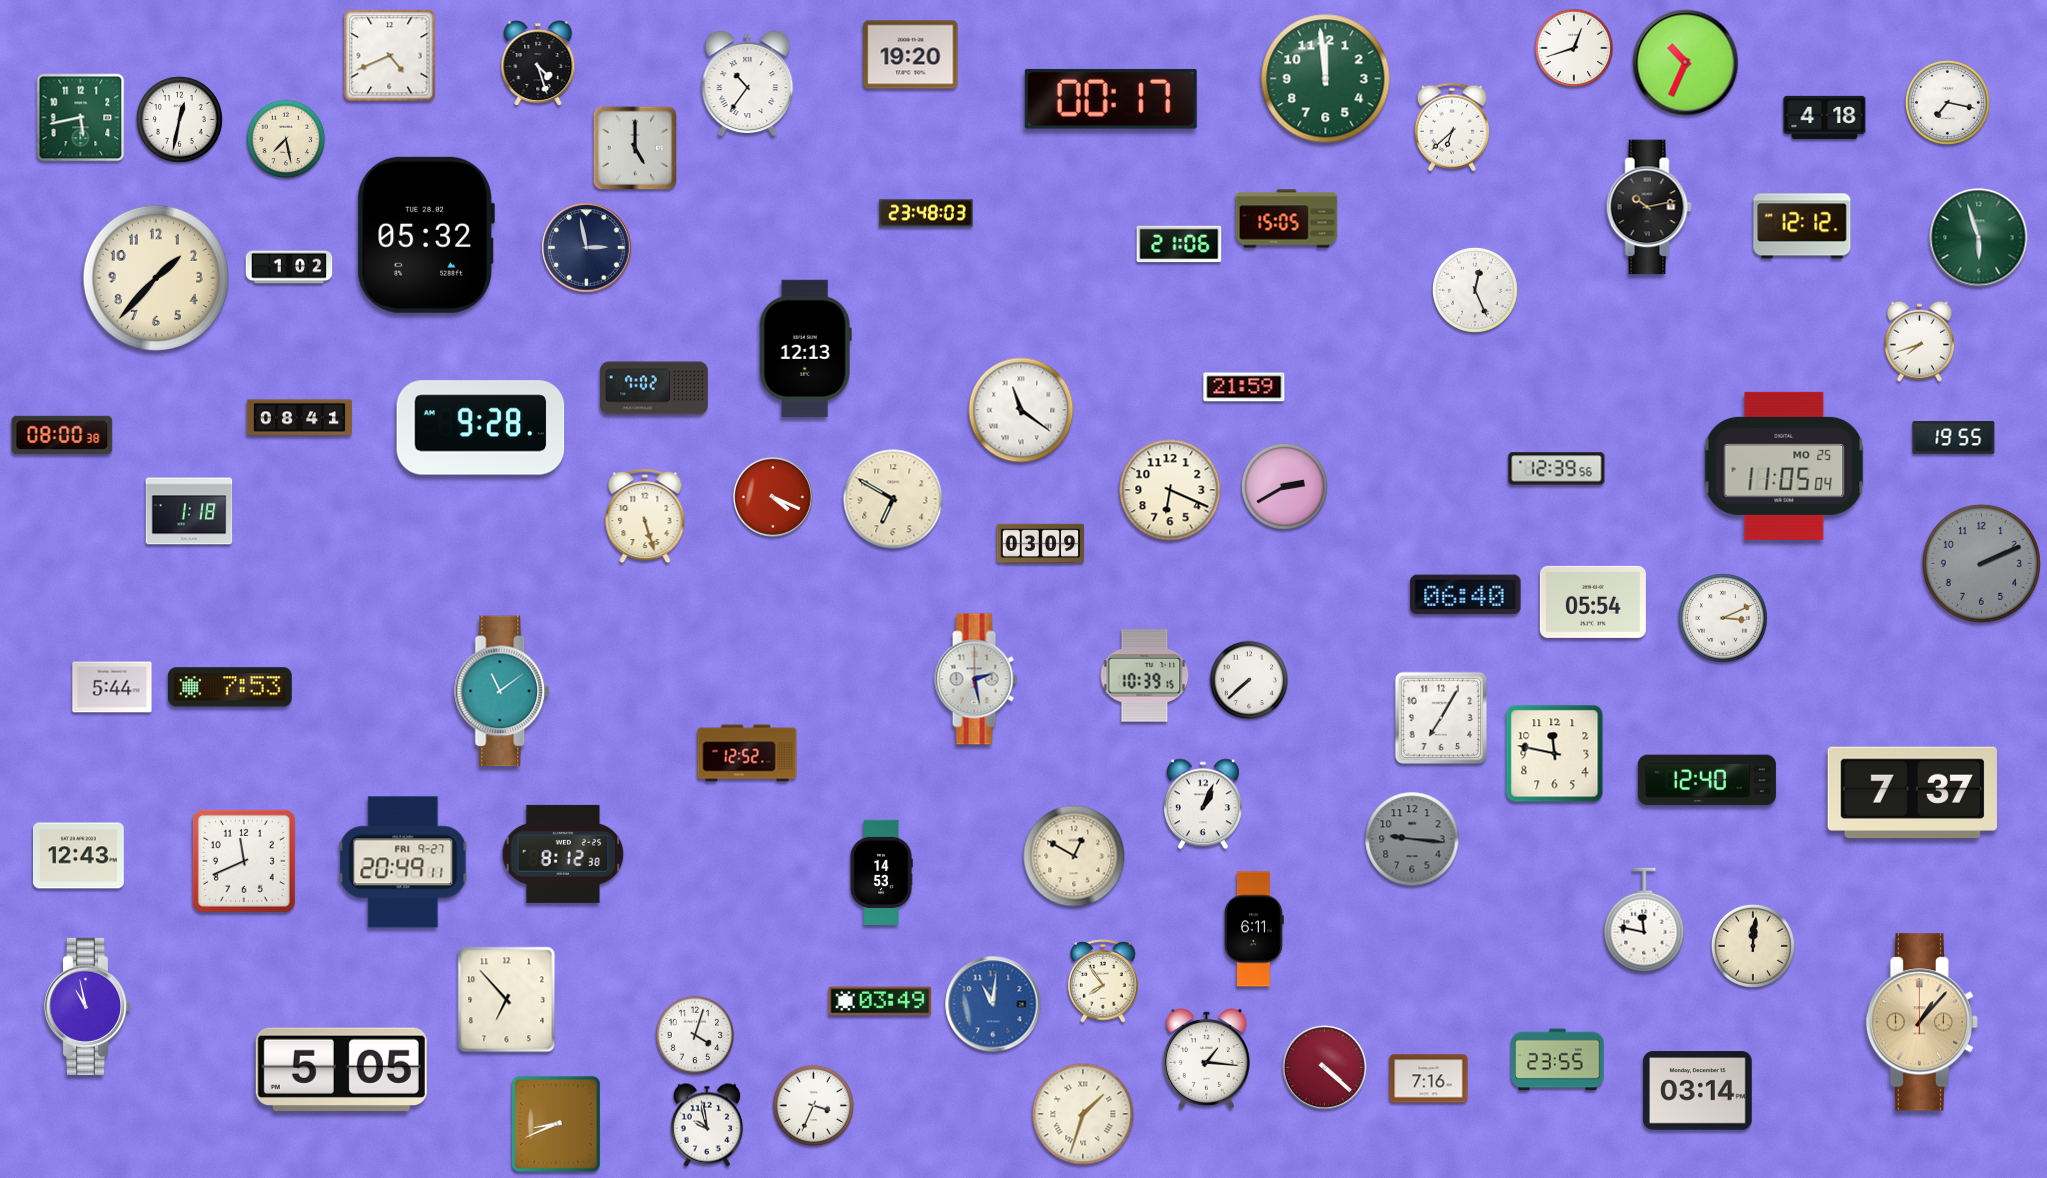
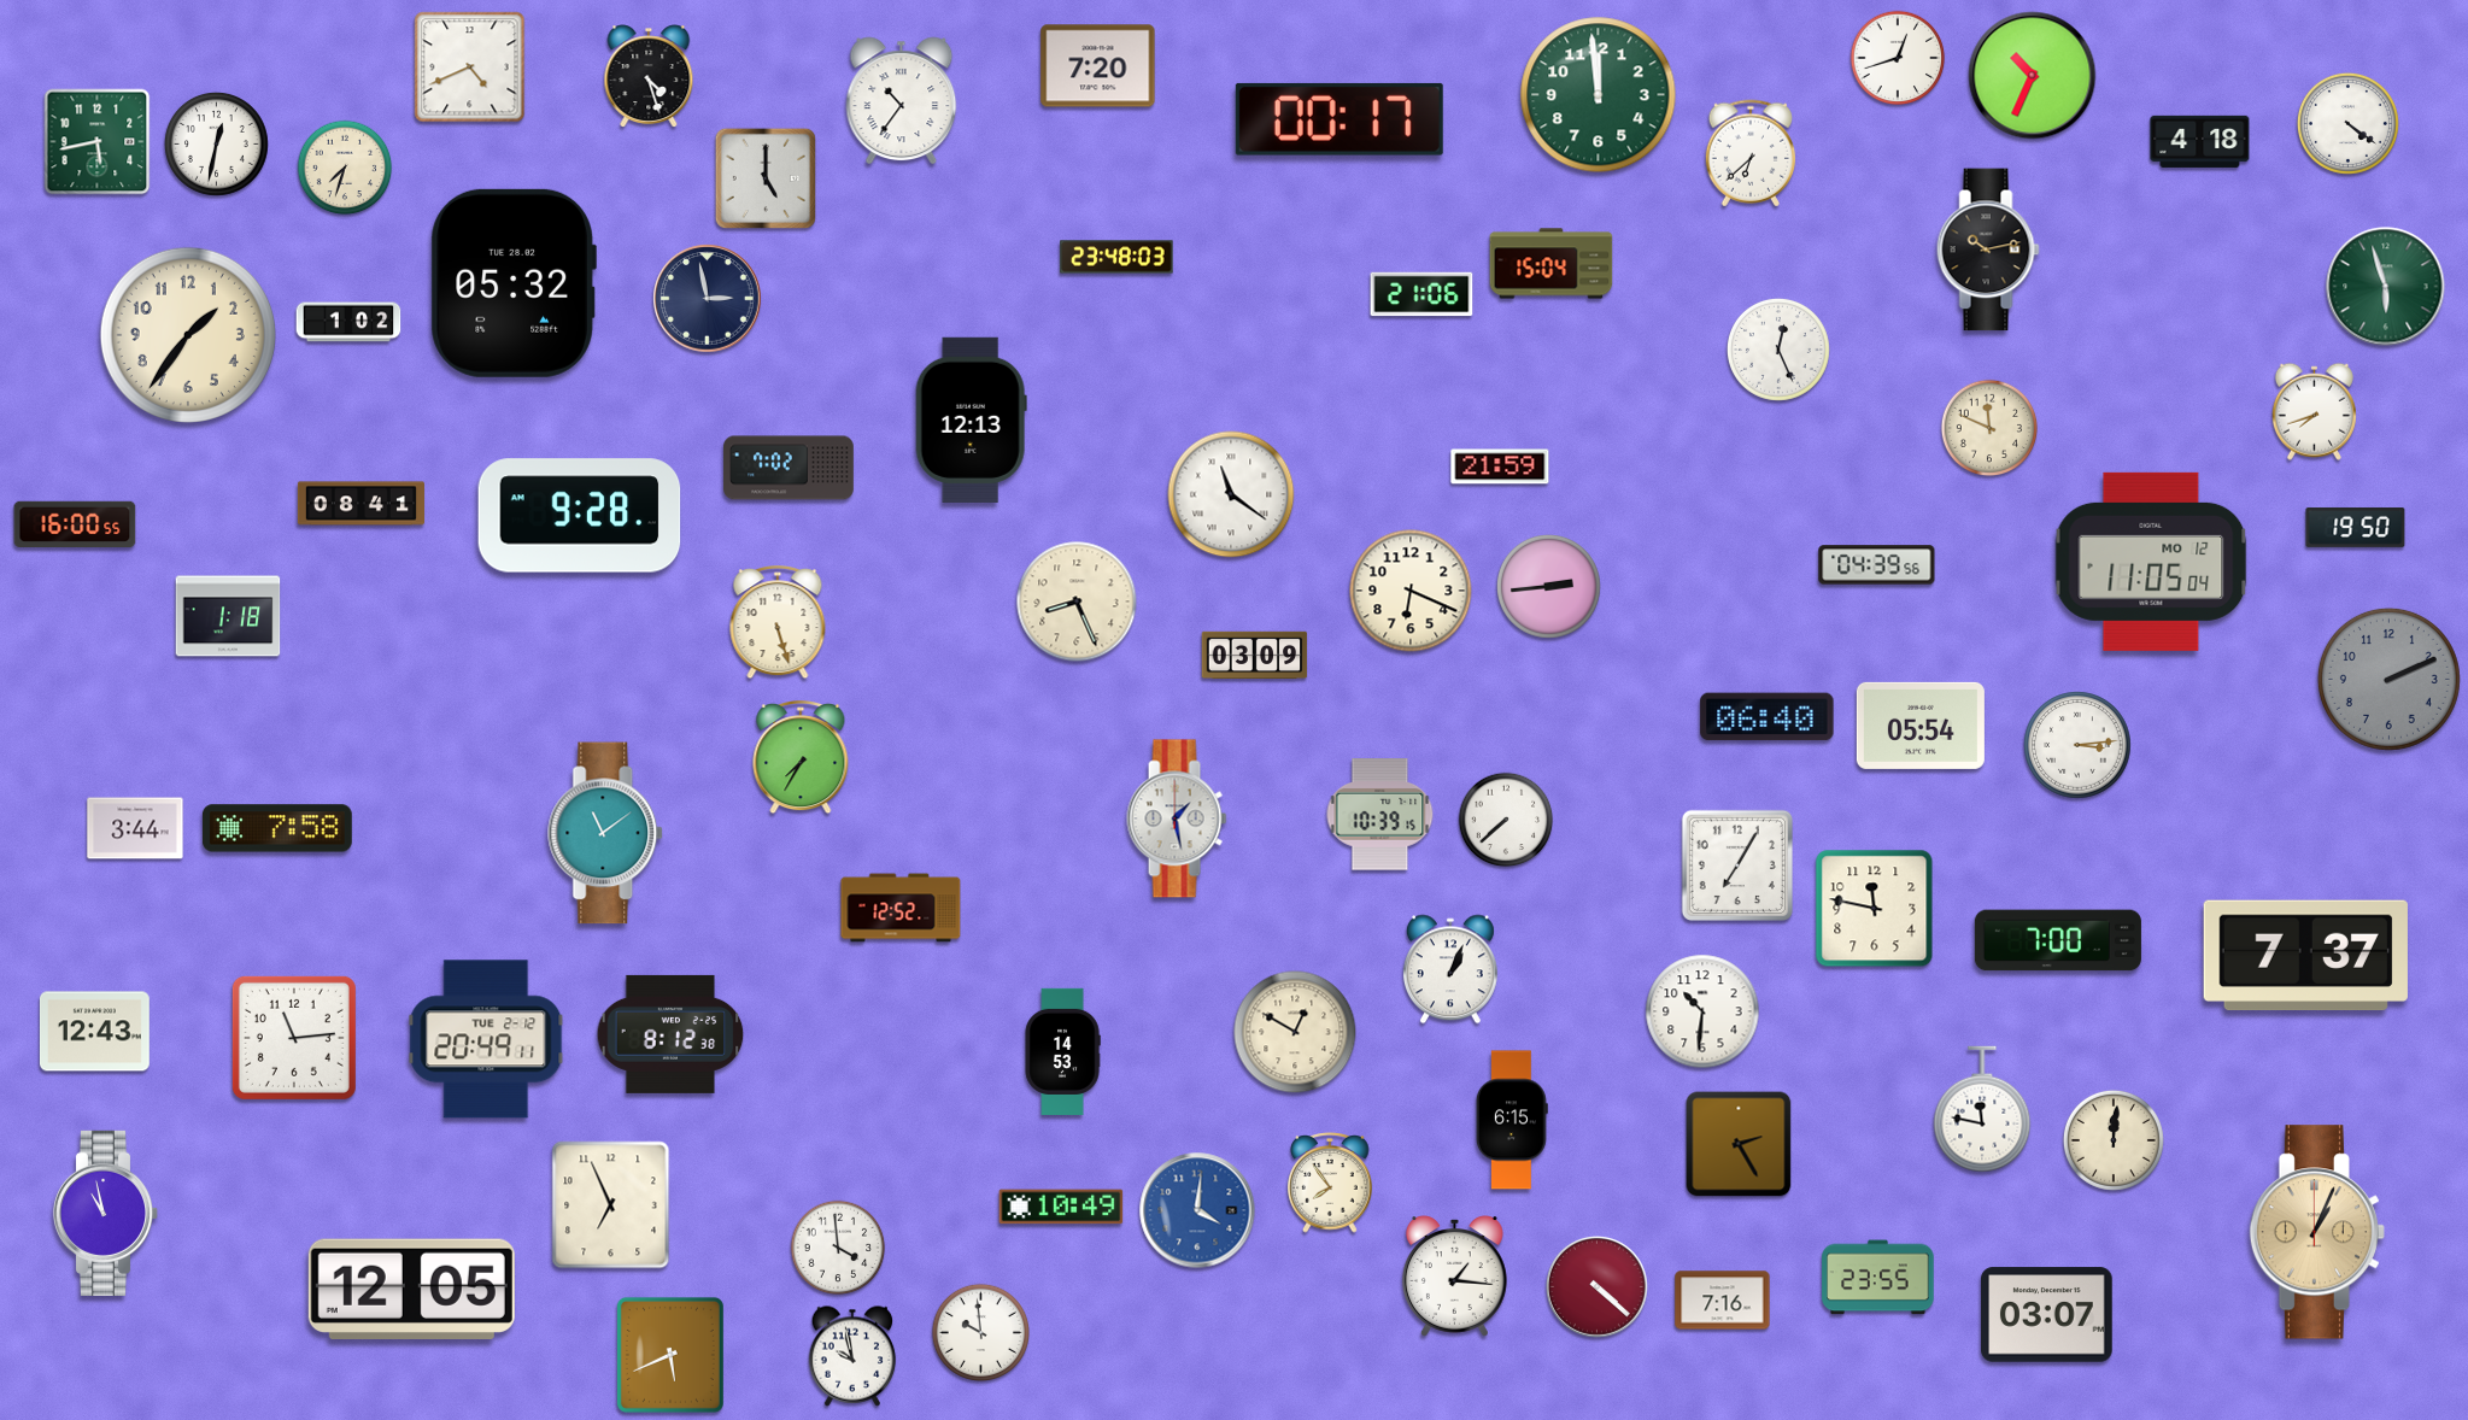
clock at (911, 55): 19:20 -> 7:20
clock at (1947, 102): 7:17 -> 4:21
clock at (286, 139): 7:28 -> 7:33
clock at (1287, 219): 15:05 -> 15:04
clock at (1802, 226): 12:12 -> none
clock at (156, 278): 1:37 -> 1:36
clock at (1989, 428): none -> 11:49
clock at (62, 434): 08:00 -> 16:00
clock at (1954, 437): 19:55 -> 19:50
clock at (1784, 466) date: MO 25 -> MO 12
clock at (1557, 469): 12:39 -> 04:39
clock at (1285, 487): 2:40 -> 2:44
clock at (773, 497): 4:19 -> none
clock at (893, 499): 6:50 -> 8:26
clock at (1723, 618): 3:11 -> 3:14
clock at (801, 758): none -> 7:35
clock at (976, 679): 2:28 -> 1:28
clock at (112, 687): 5:44 -> 3:44
clock at (230, 687): 7:53 -> 7:58
clock at (1707, 780): 12:40 -> 7:00
clock at (1412, 839): 9:16 -> 10:31
clock at (1412, 839) dial: grey -> white
clock at (563, 854) position: (563, 854) -> (670, 1034)
clock at (244, 861): 11:41 -> 11:14
clock at (403, 862) date: FRI 9-27 -> TUE 2-12
clock at (1254, 929): 6:11 -> 6:15
clock at (1739, 1144): none -> 2:25
clock at (507, 1000): 6:53 -> 6:56
clock at (880, 1001): 03:49 -> 10:49
clock at (993, 1004): 11:01 -> 4:01
clock at (1921, 1022): 1:07 -> 1:04
clock at (695, 1035): 4:03 -> 3:59
clock at (341, 1069): 5:05 -> 12:05
clock at (1698, 1091): 03:14 -> 03:07
clock at (813, 1105): 3:34 -> 9:59
clock at (1083, 1114): 1:33 -> none
clock at (556, 1124): 8:41 -> 5:41
